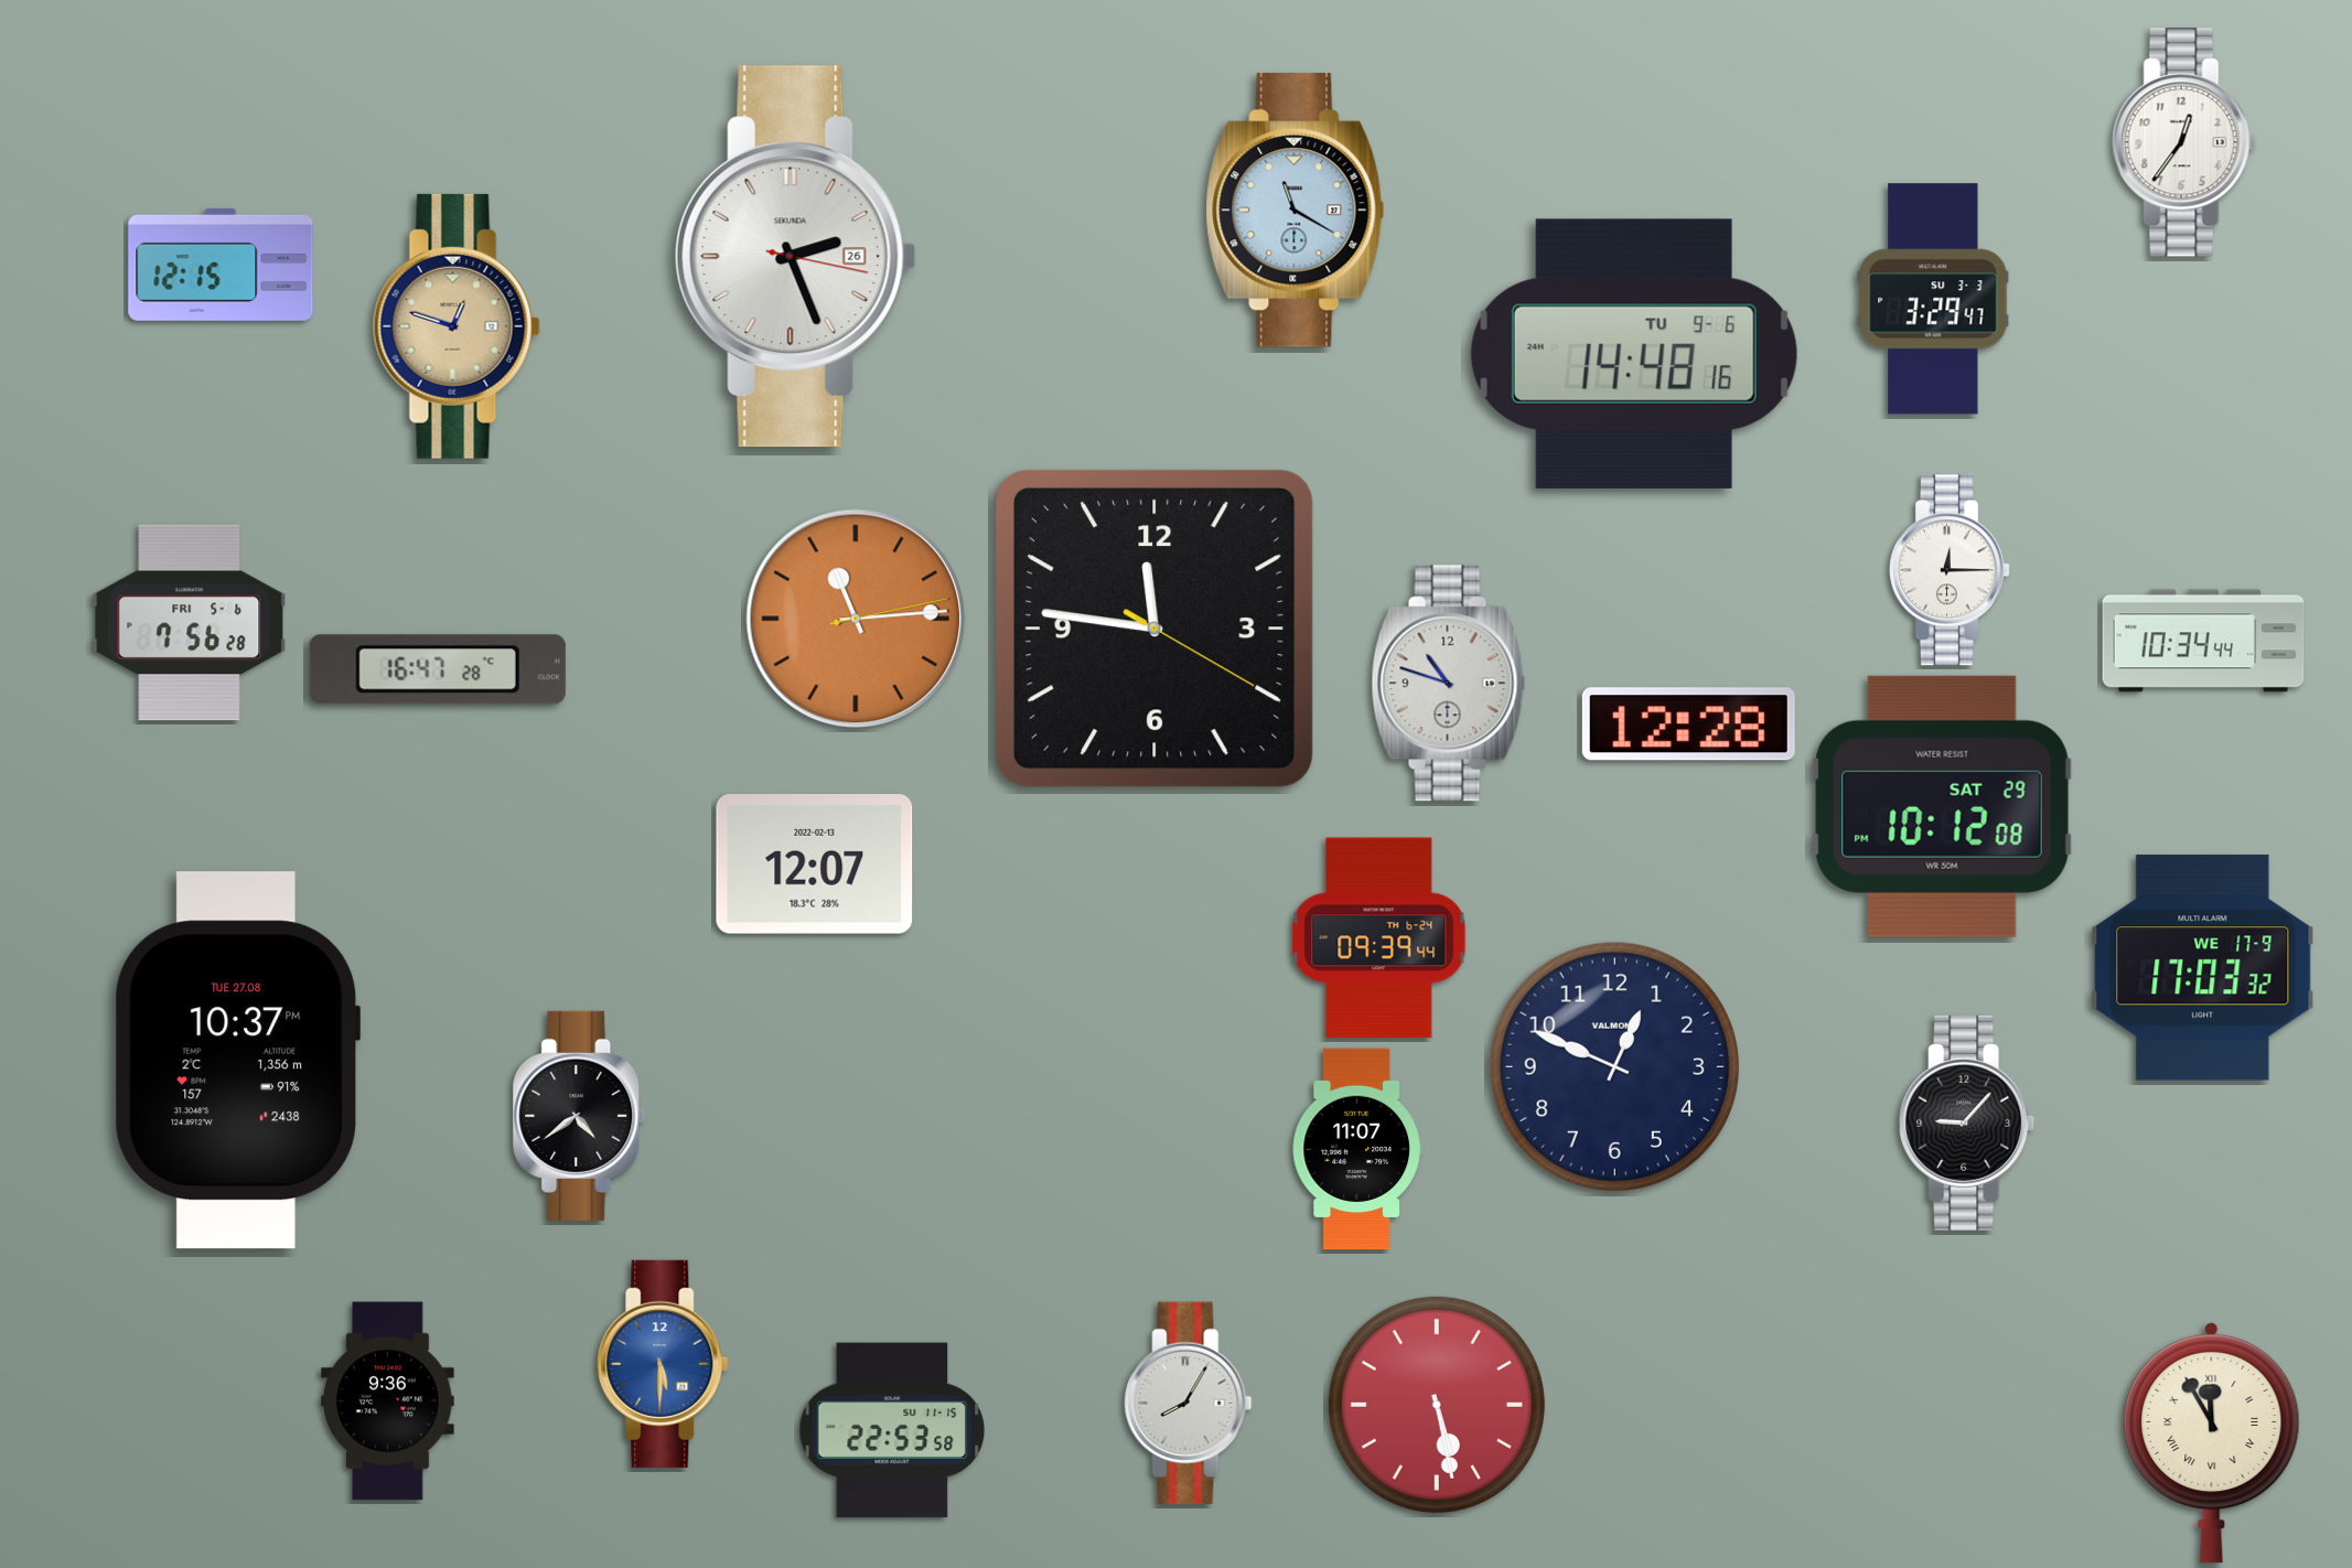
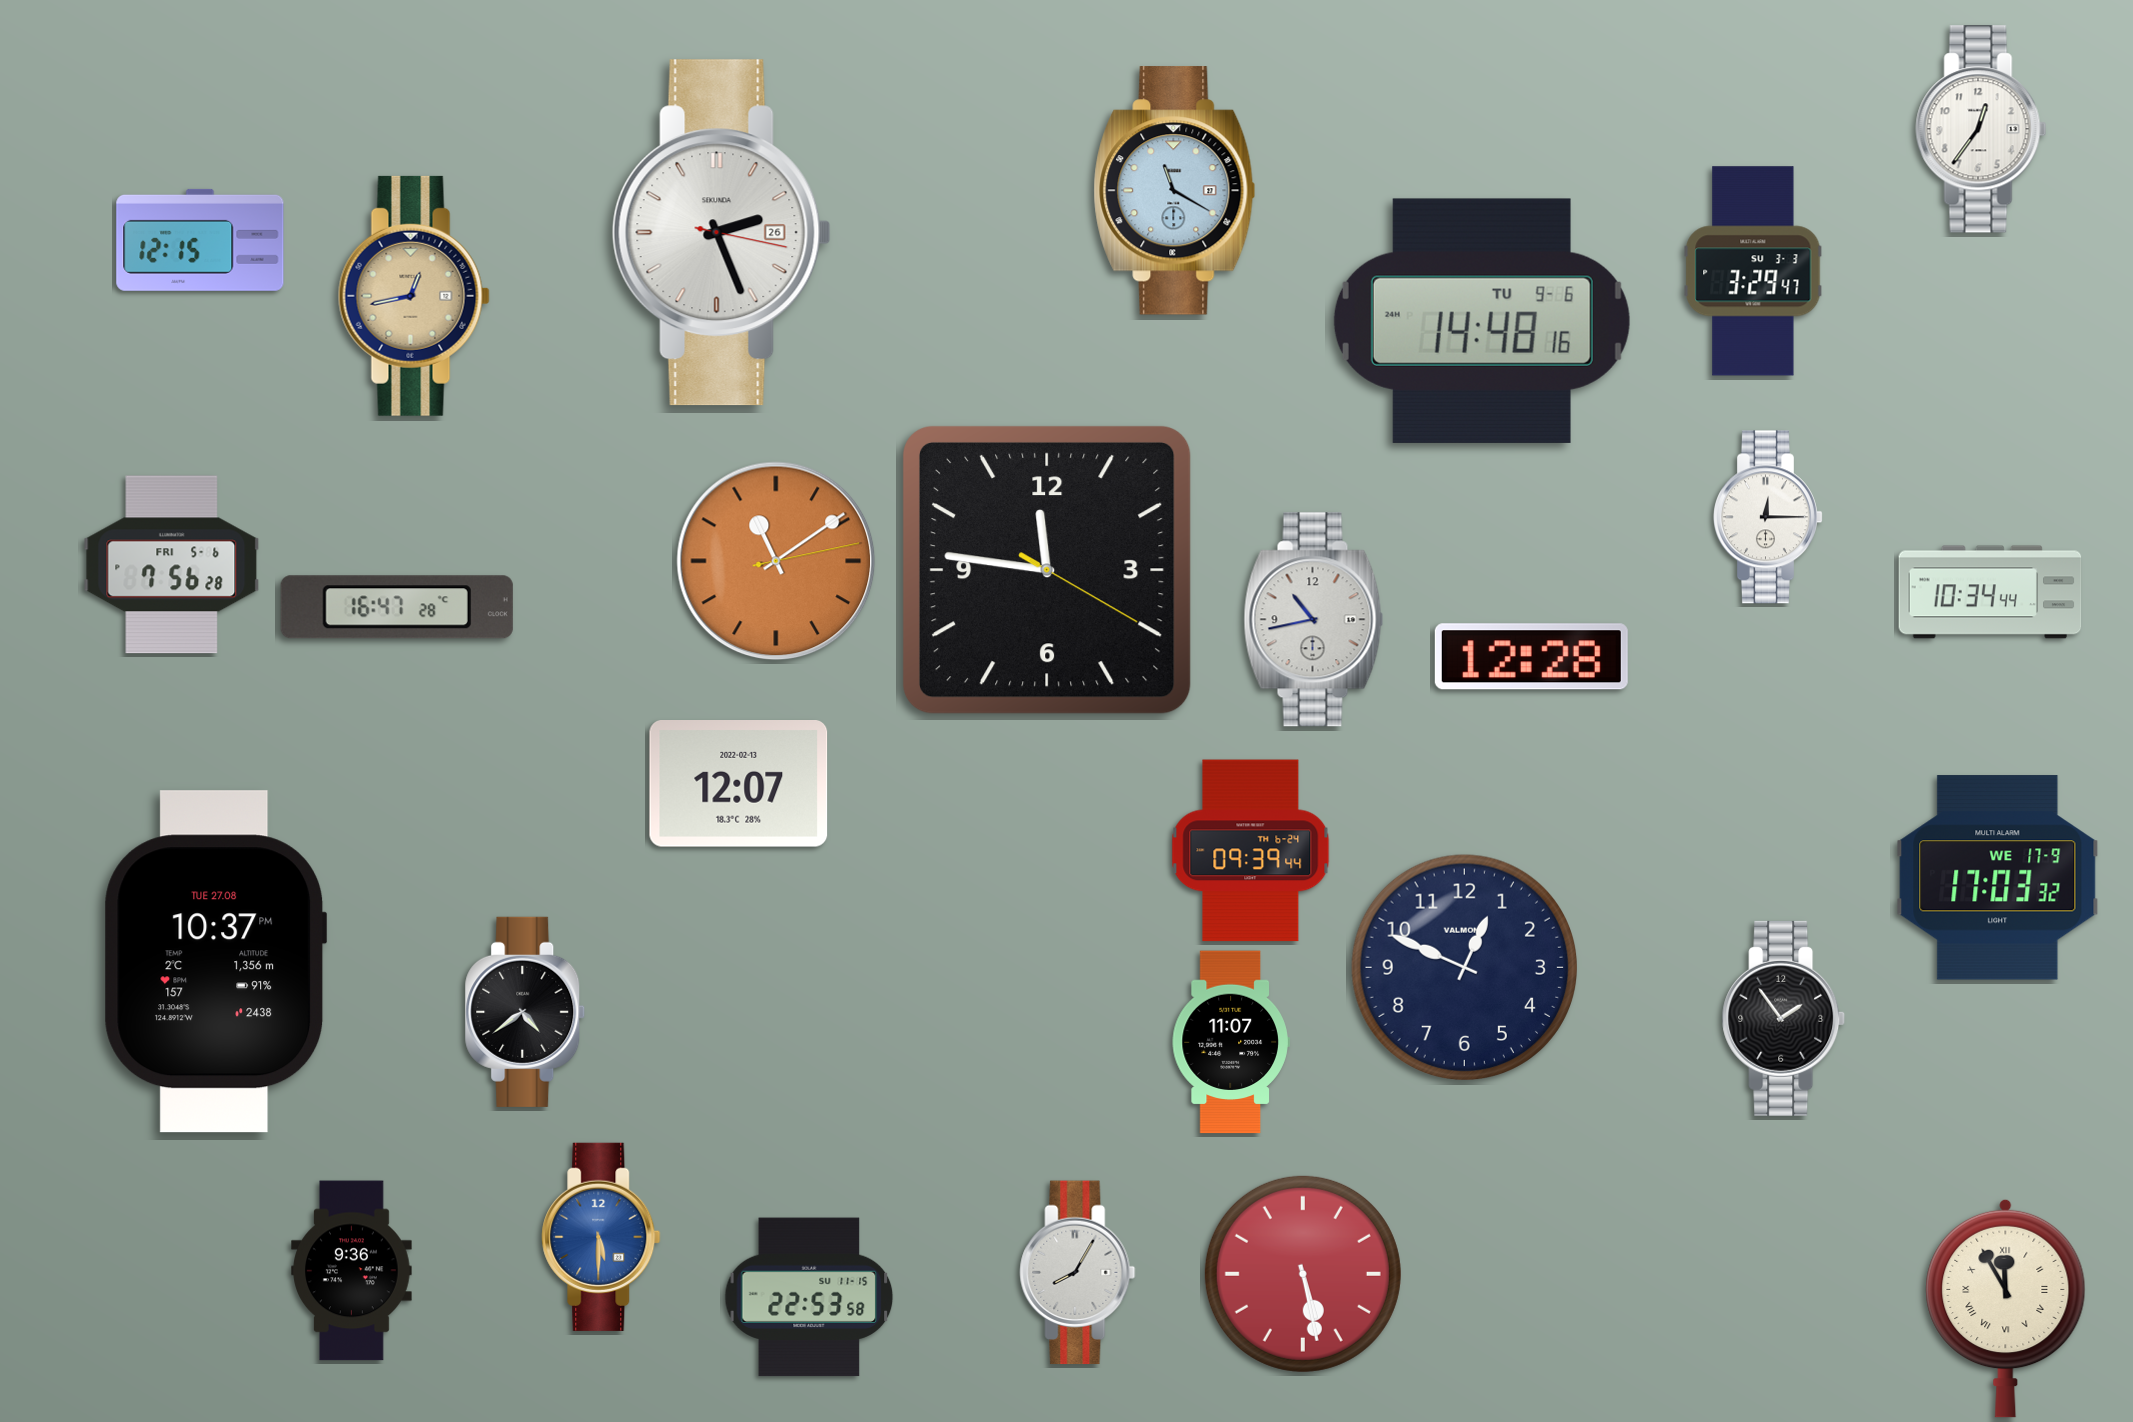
clock at (457, 326): 12:48 -> 12:43
clock at (856, 619): 11:14 -> 11:09
clock at (2203, 641) position: (2203, 641) -> (1990, 592)
clock at (1449, 684): 10:48 -> 10:43
clock at (1942, 806): 10:12 -> none
clock at (1967, 1123): 9:07 -> 1:54
